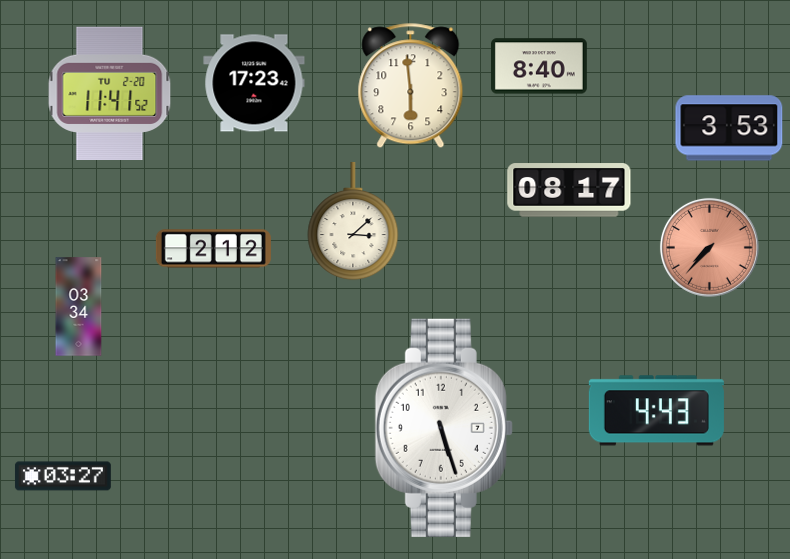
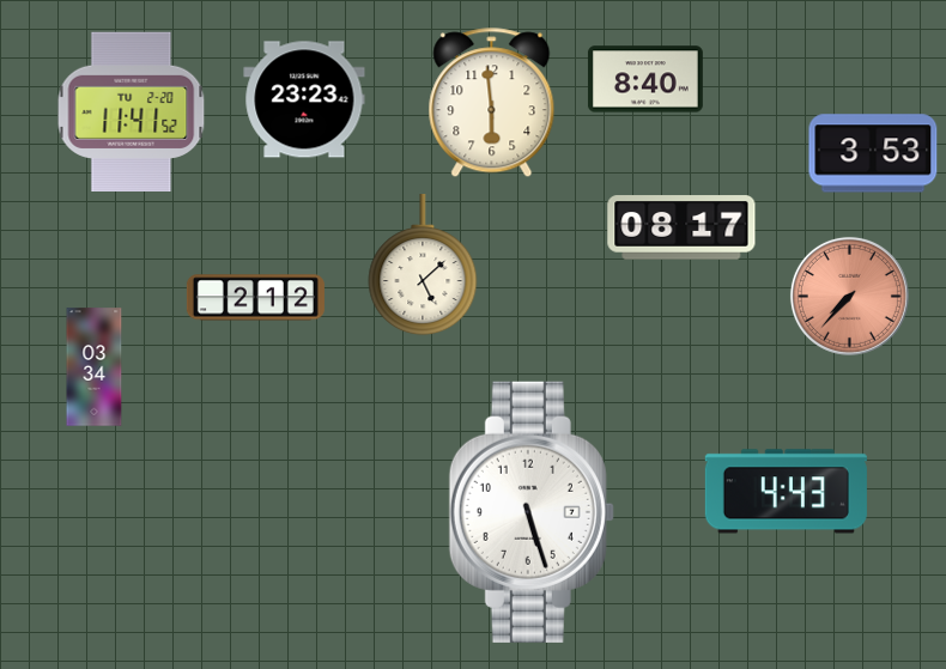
clock at (254, 83): 17:23 -> 23:23
clock at (353, 222): 3:08 -> 5:08
clock at (63, 476): 03:27 -> none
